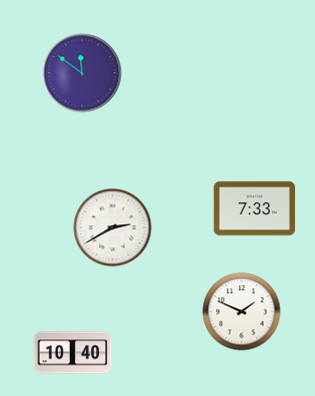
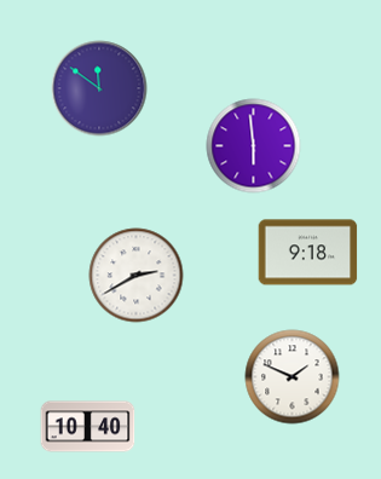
clock at (253, 145): none -> 5:59
clock at (254, 209): 7:33 -> 9:18
